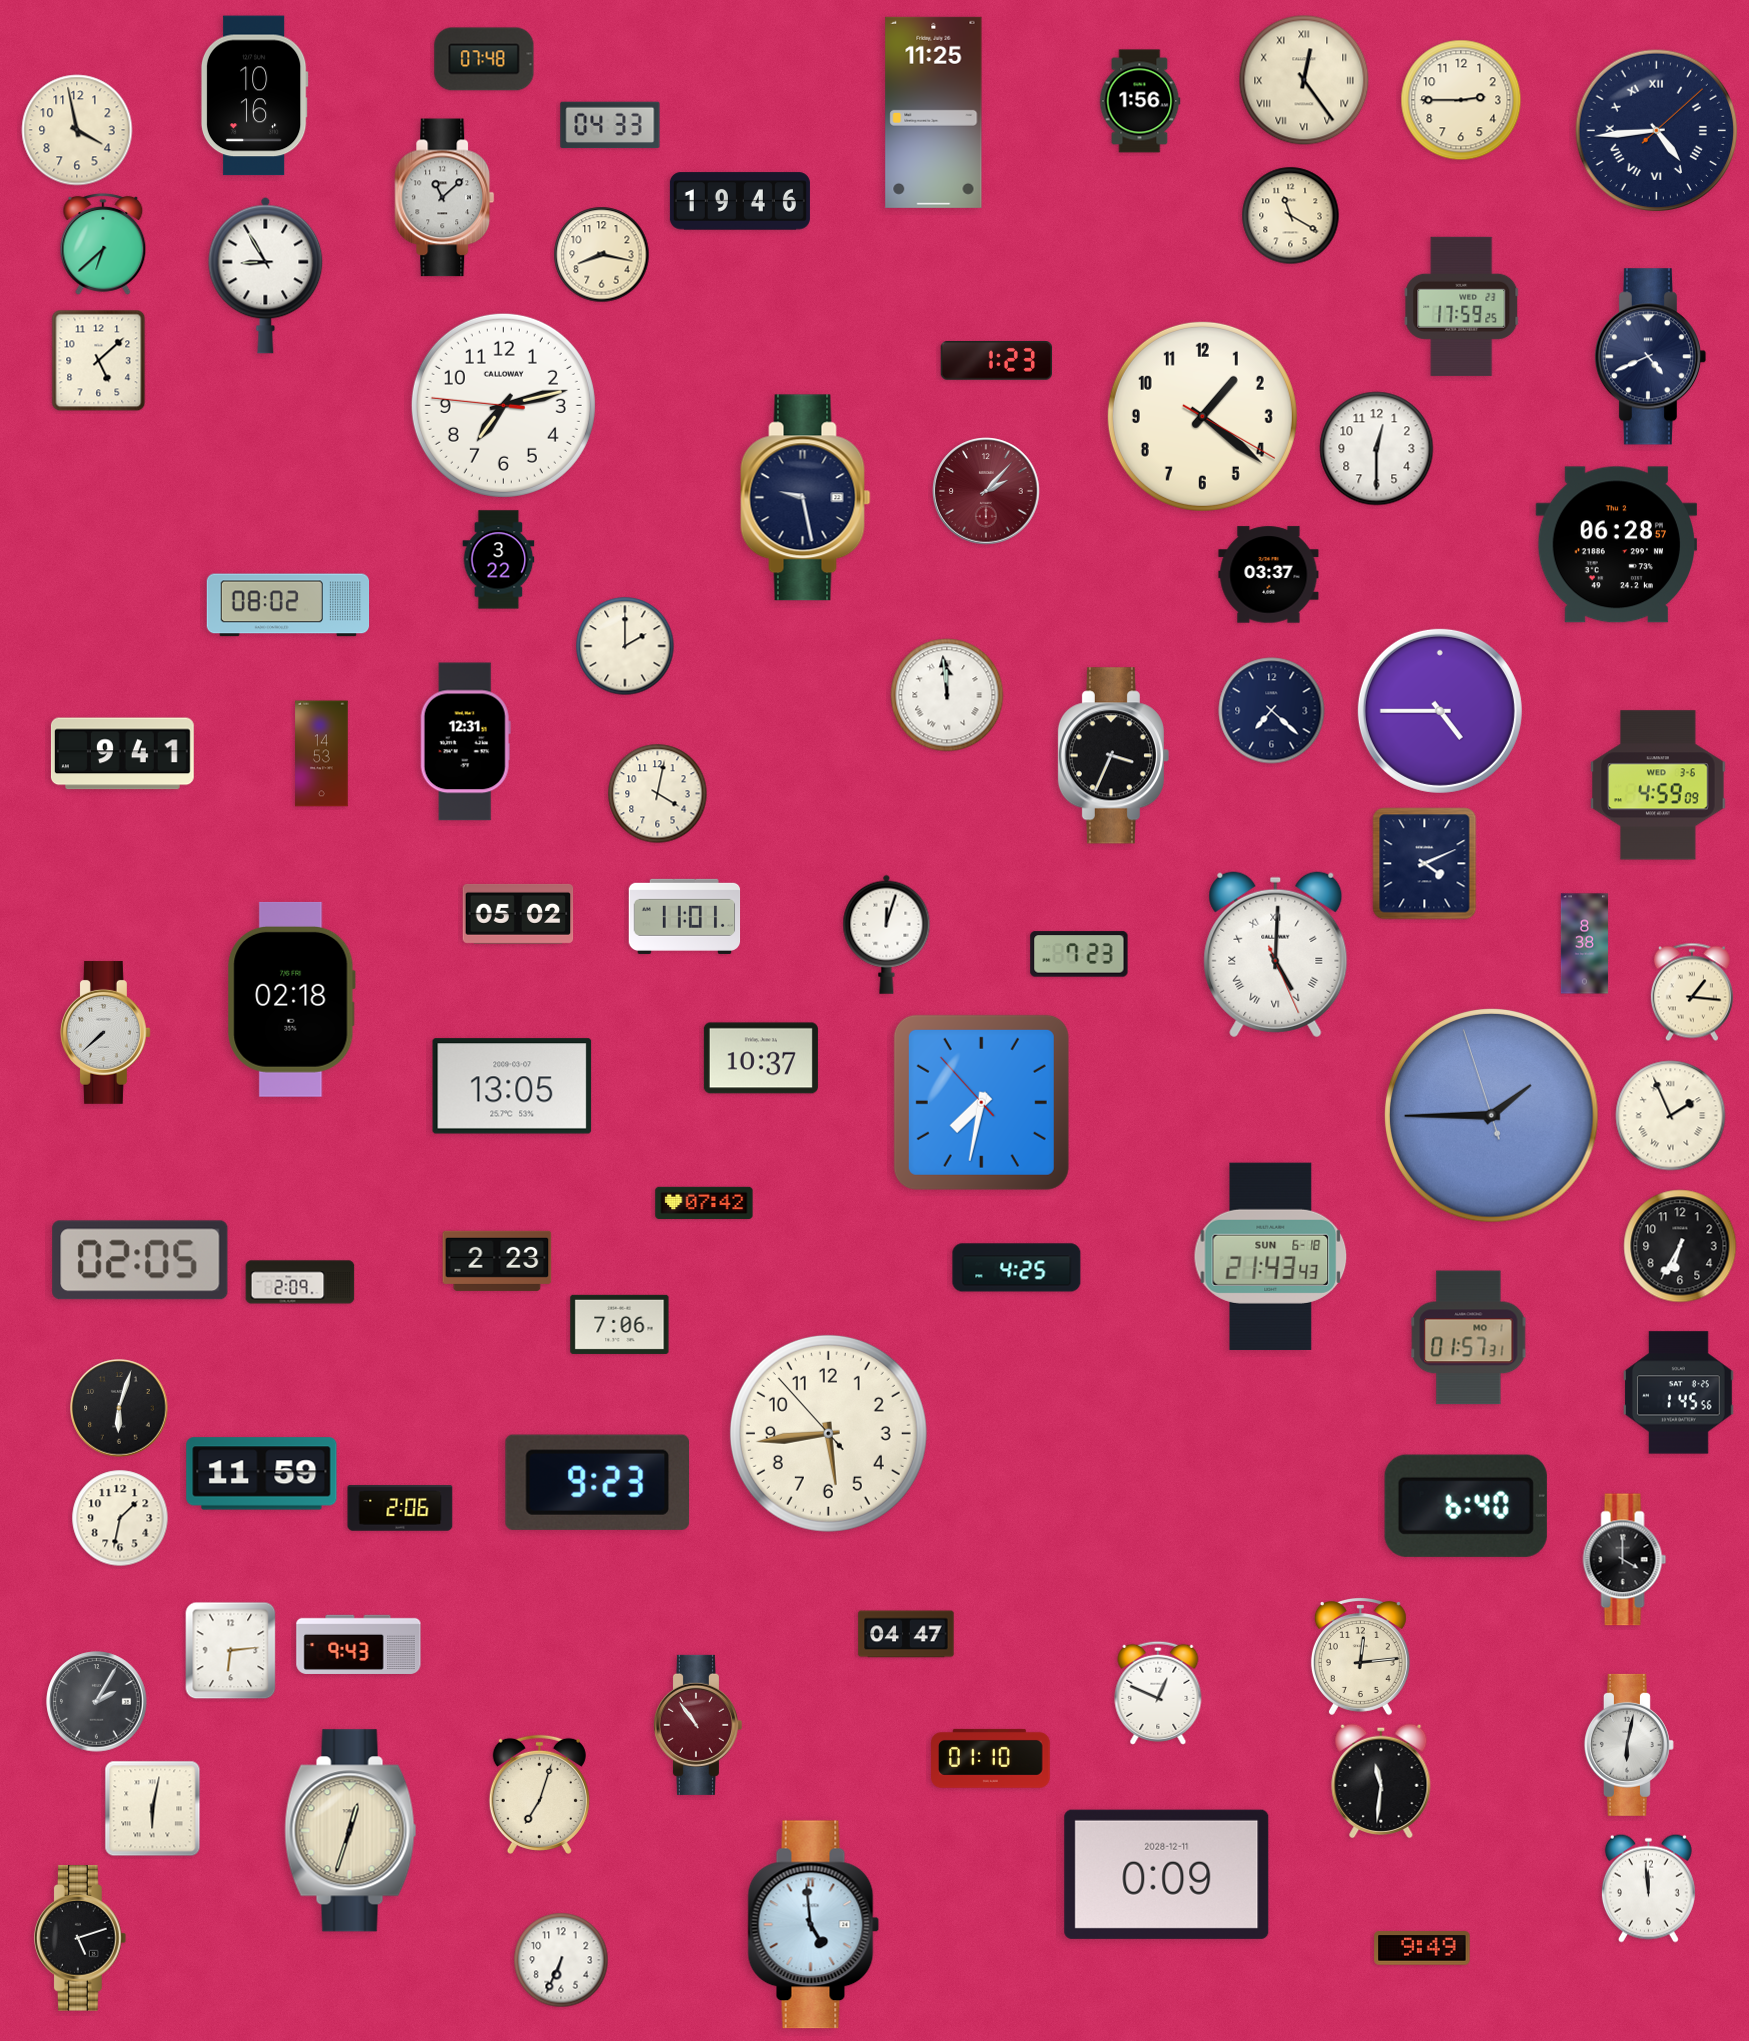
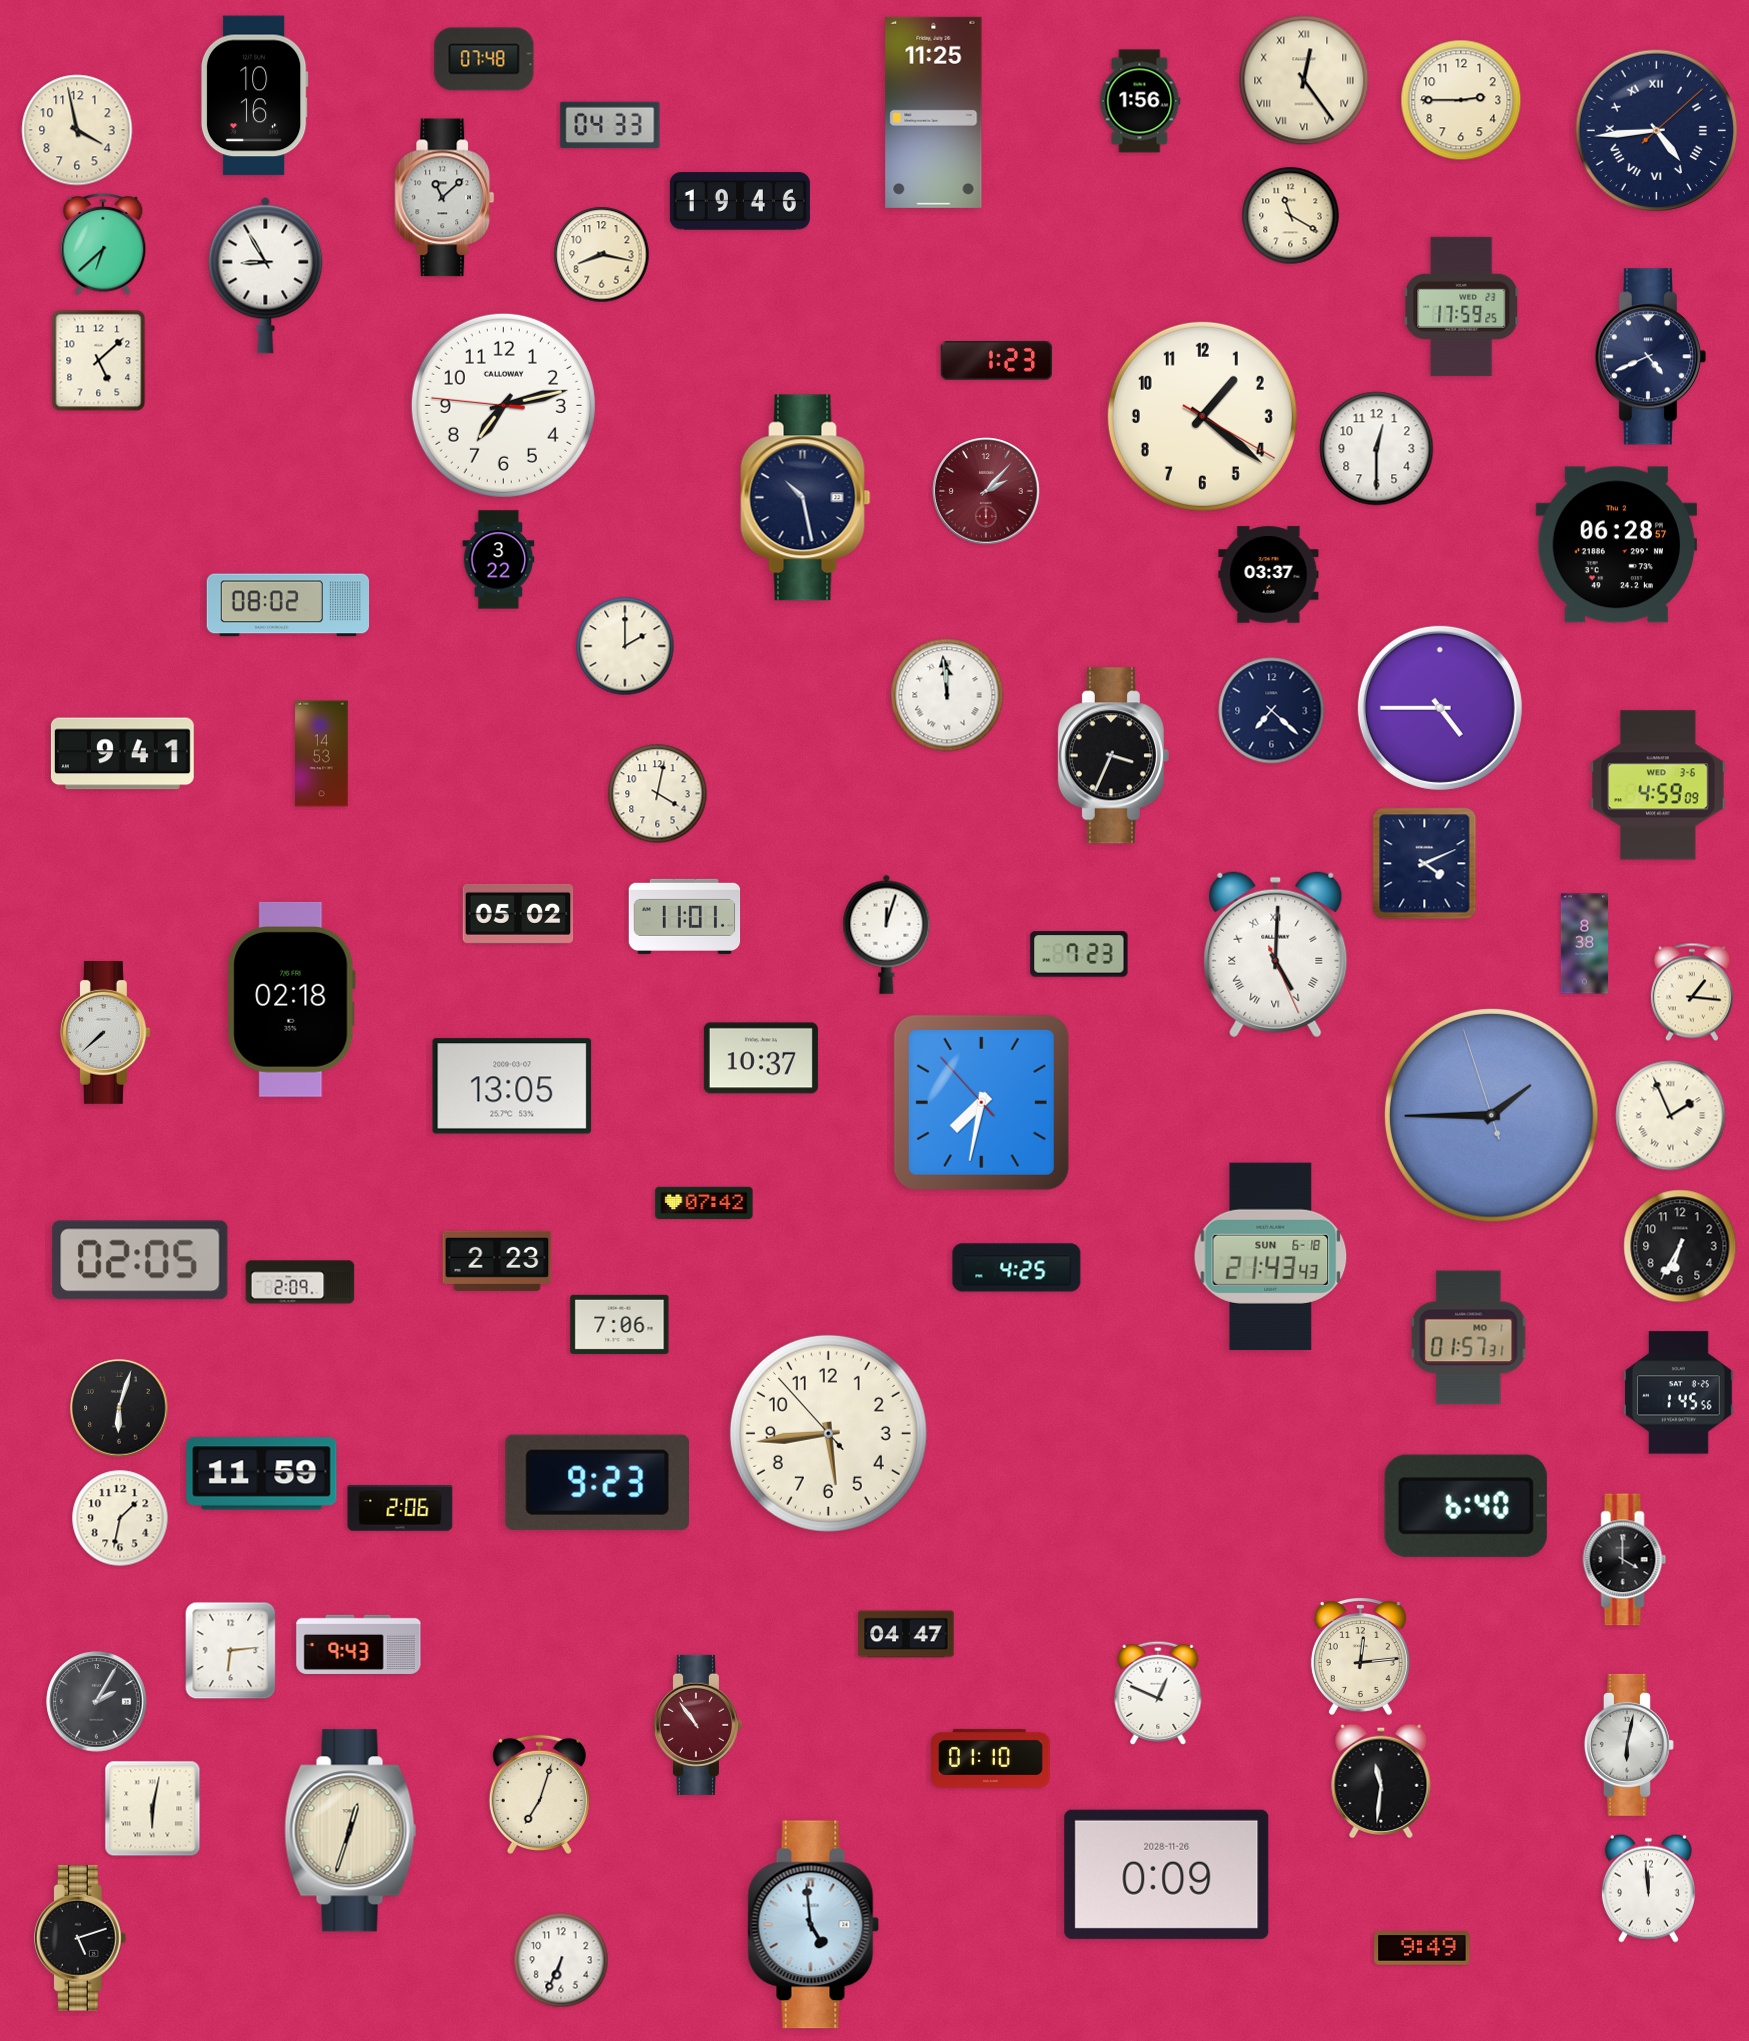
clock at (806, 498): 9:28 -> 10:28
clock at (1440, 711) position: (1440, 711) -> (1440, 708)
clock at (465, 742): 12:31 -> none
clock at (1167, 1874) date: 2028-12-11 -> 2028-11-26
